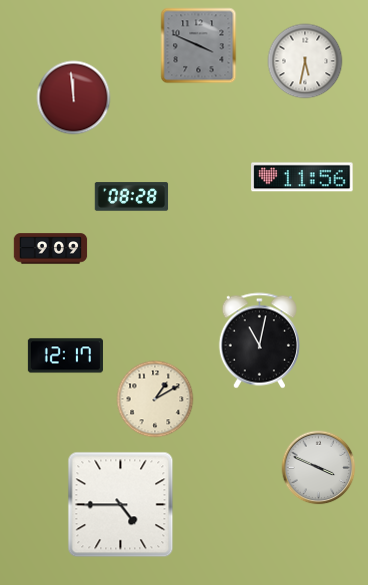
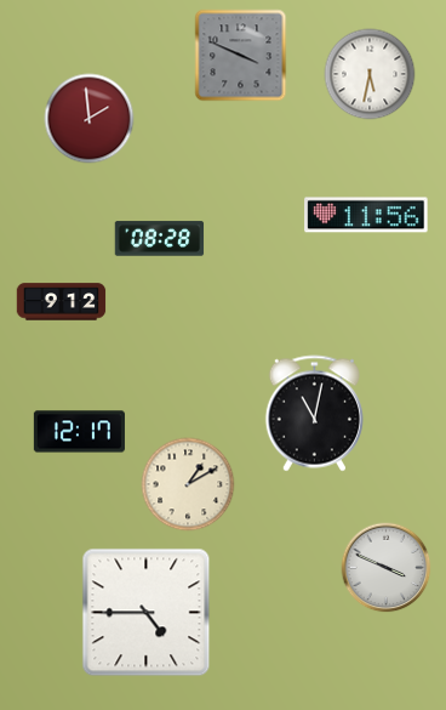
clock at (74, 98): 11:59 -> 1:59
clock at (51, 249): 9:09 -> 9:12
